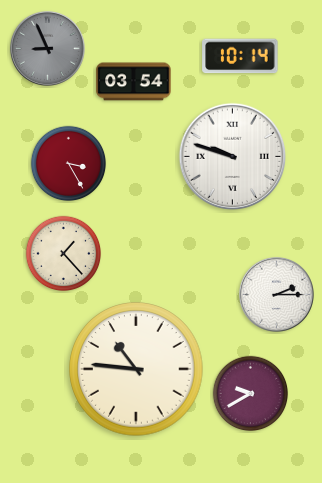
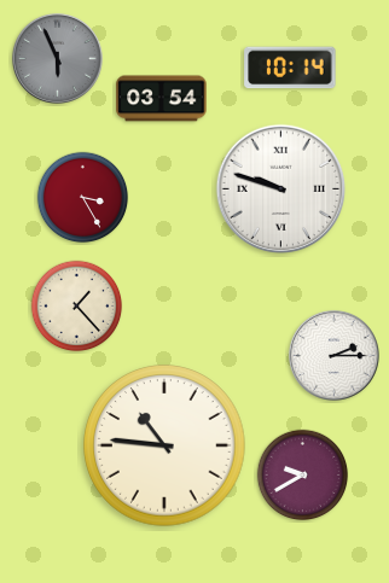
clock at (47, 48): 8:56 -> 5:56
